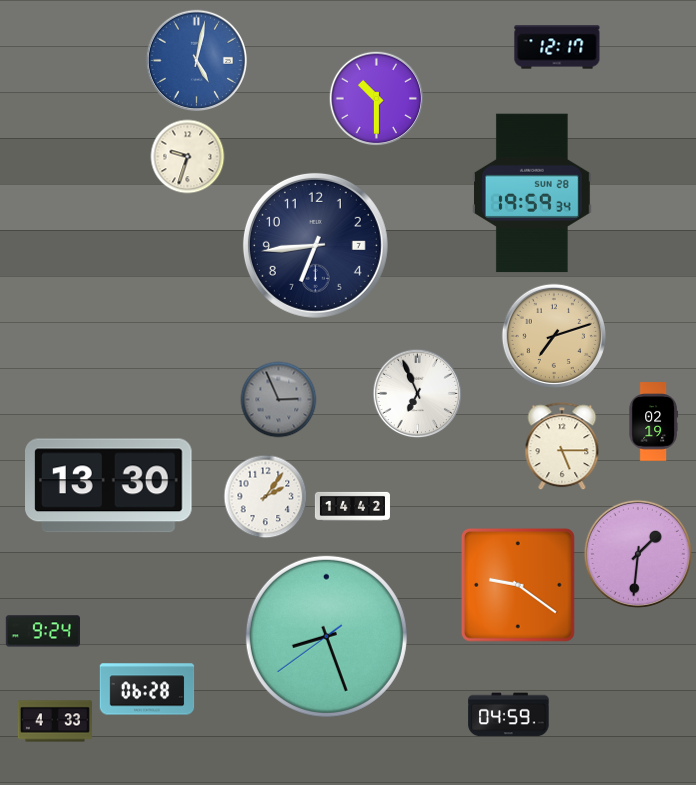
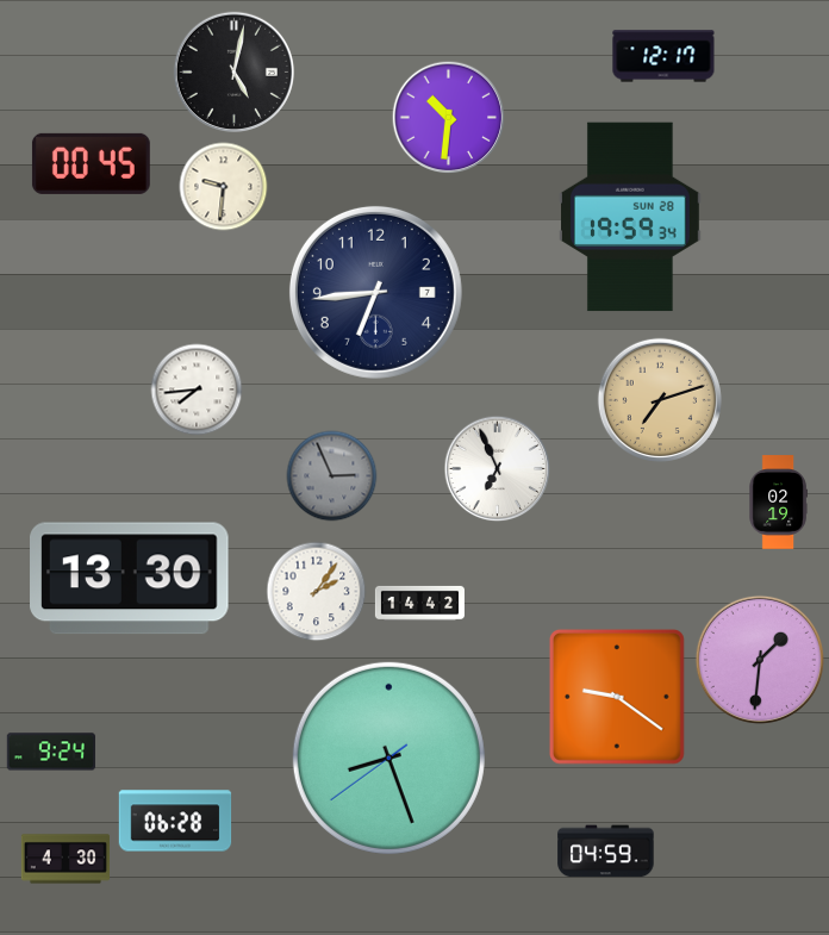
clock at (196, 60) dial: blue -> black
clock at (377, 99): 10:30 -> 10:31
clock at (91, 163): none -> 00:45
clock at (188, 157): 9:33 -> 9:31
clock at (533, 193) position: (533, 193) -> (631, 217)
clock at (197, 389): none -> 7:44
clock at (562, 447): 5:15 -> none
clock at (54, 721): 4:33 -> 4:30
